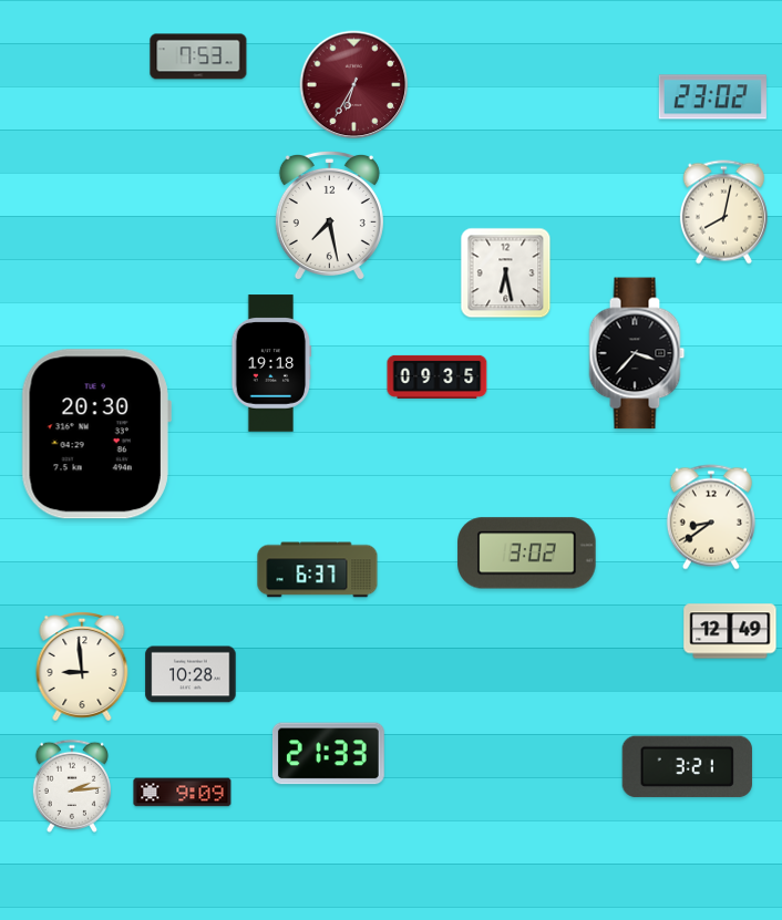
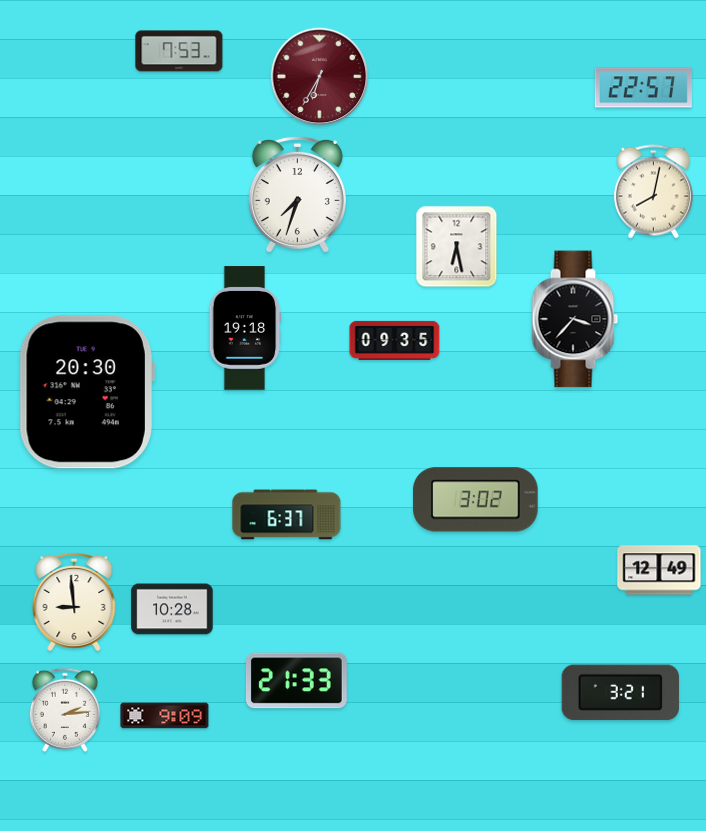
clock at (712, 97): 23:02 -> 22:57
clock at (329, 215): 7:28 -> 7:33
clock at (711, 517): 8:39 -> none
